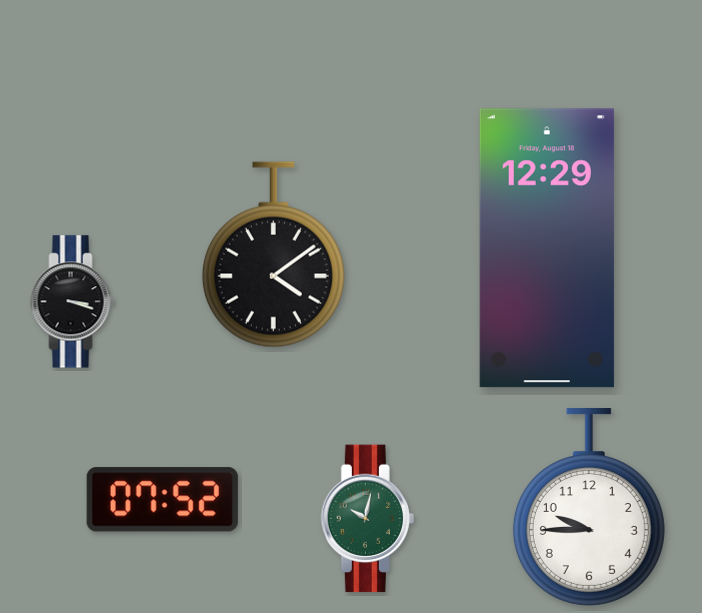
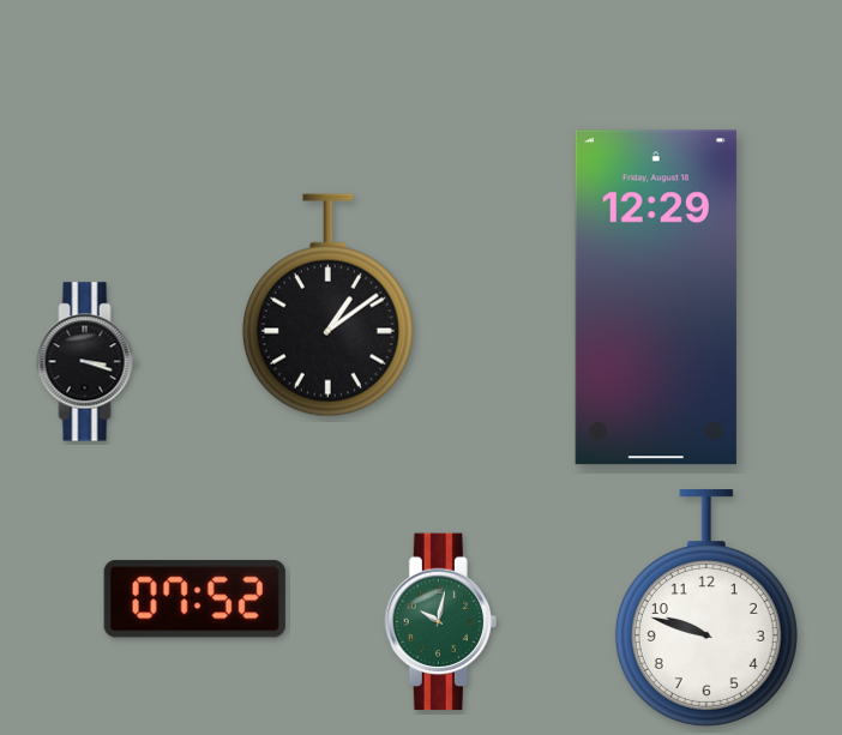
clock at (273, 255): 4:09 -> 1:09
clock at (589, 507): 9:45 -> 9:48
